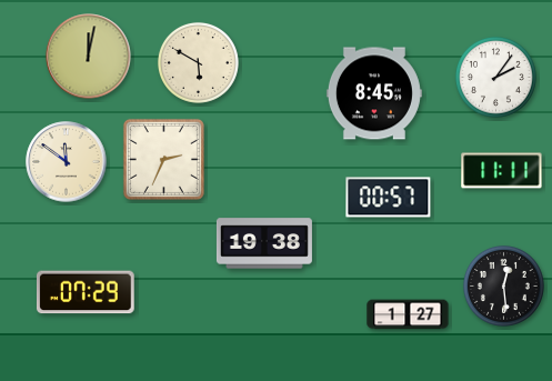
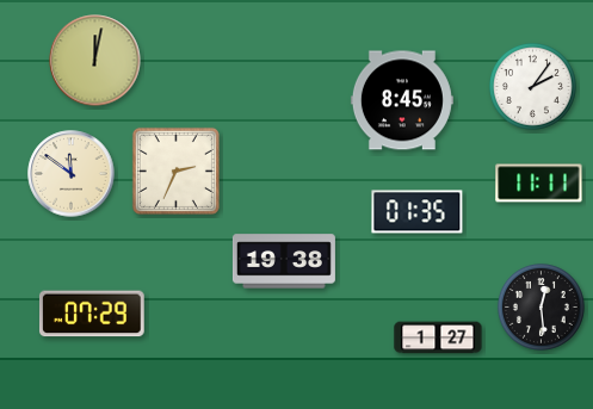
clock at (198, 62): 5:50 -> none
clock at (495, 77) position: (495, 77) -> (532, 86)
clock at (389, 198): 00:57 -> 01:35
